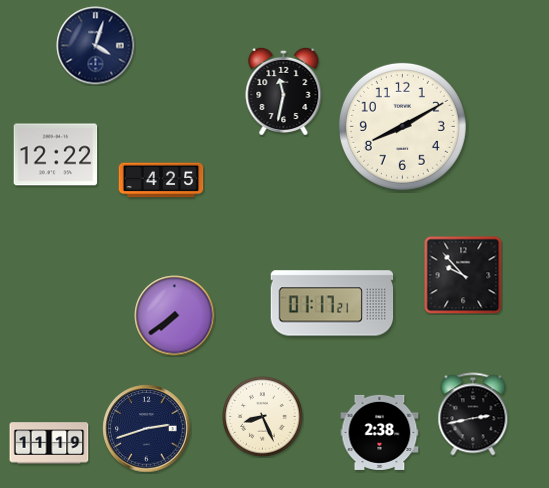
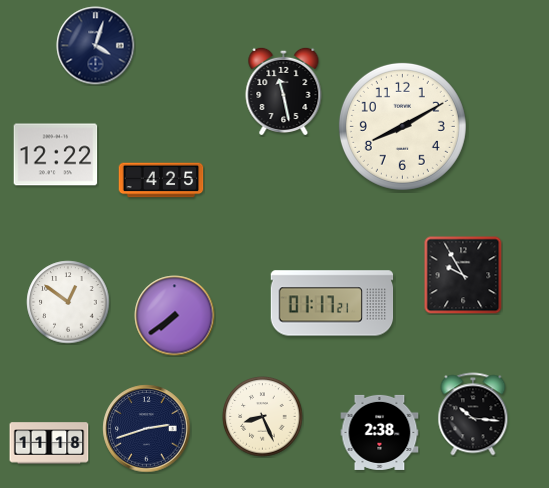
clock at (284, 90): 11:32 -> 11:28
clock at (463, 275): 9:53 -> 9:55
clock at (68, 302): none -> 12:51
clock at (473, 414): 2:43 -> 10:16
clock at (49, 443): 11:19 -> 11:18
